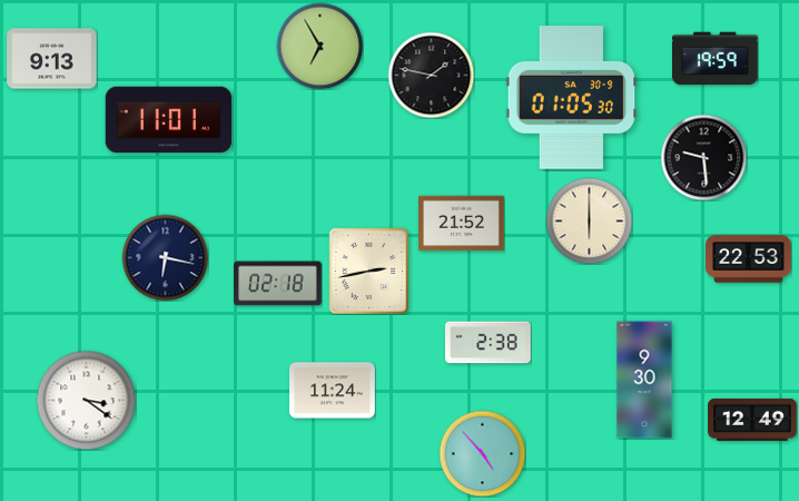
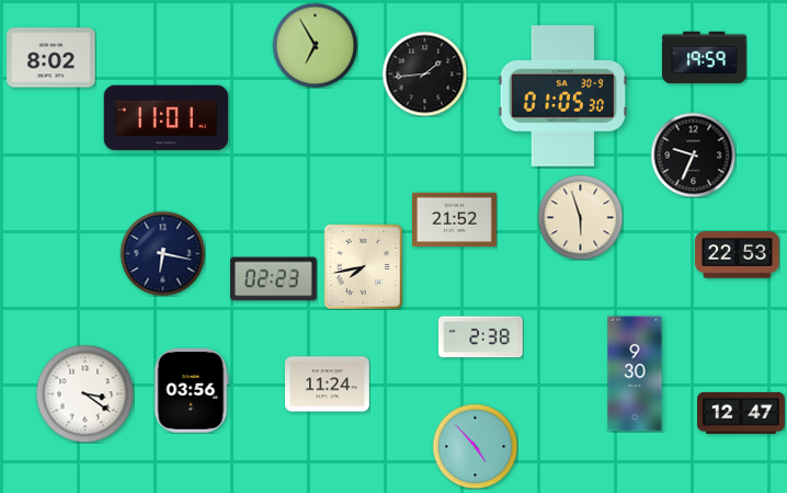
clock at (52, 59): 9:13 -> 8:02
clock at (431, 75): 1:47 -> 1:44
clock at (703, 157): 9:29 -> 9:34
clock at (589, 220): 6:00 -> 5:57
clock at (369, 271): 2:43 -> 7:43
clock at (278, 284): 02:18 -> 02:23
clock at (192, 391): none -> 03:56
clock at (752, 420): 12:49 -> 12:47
